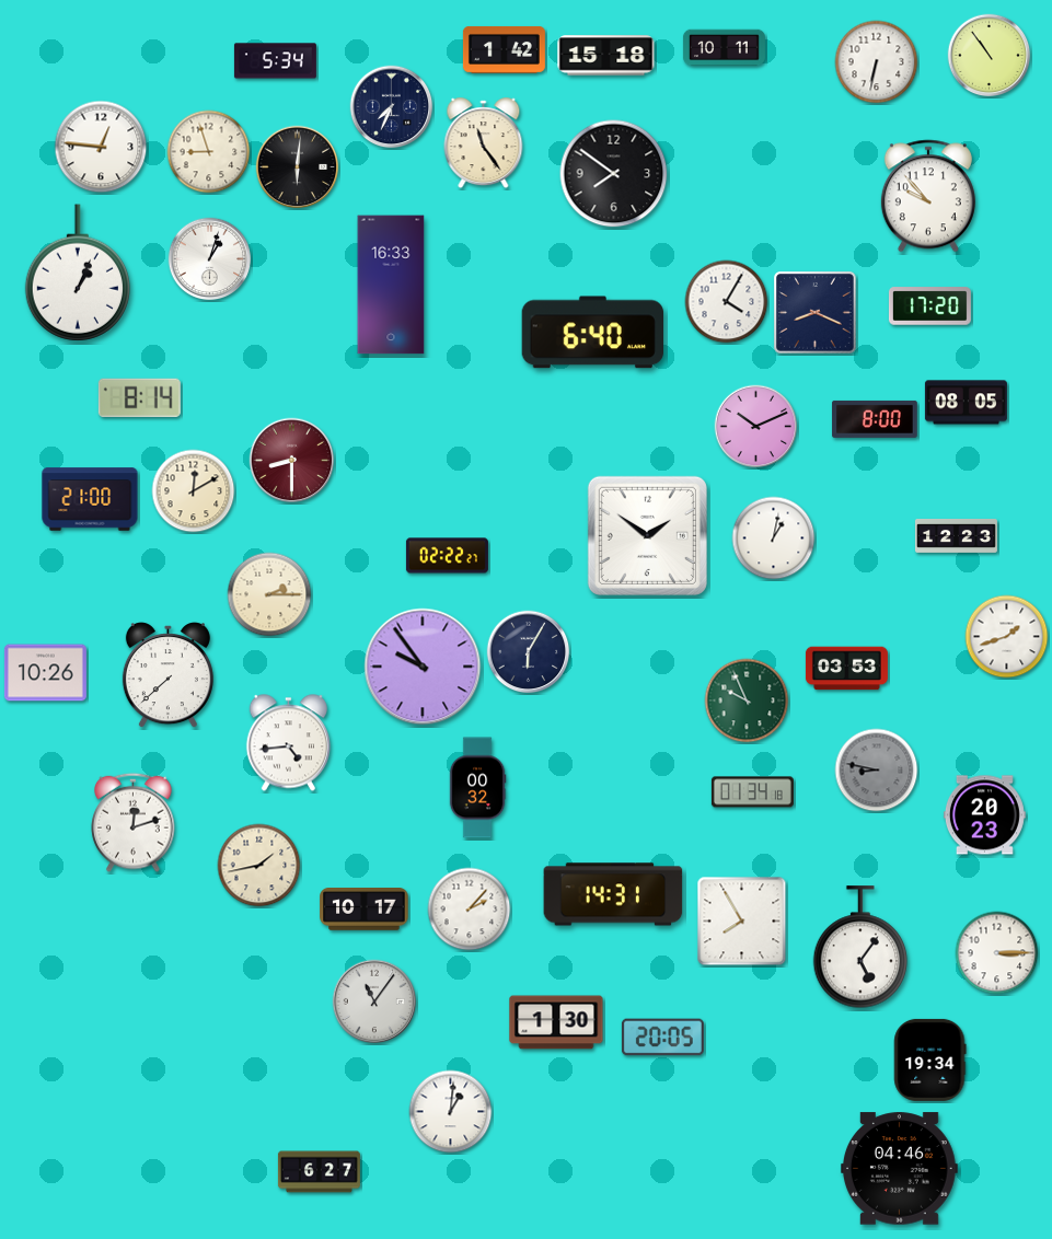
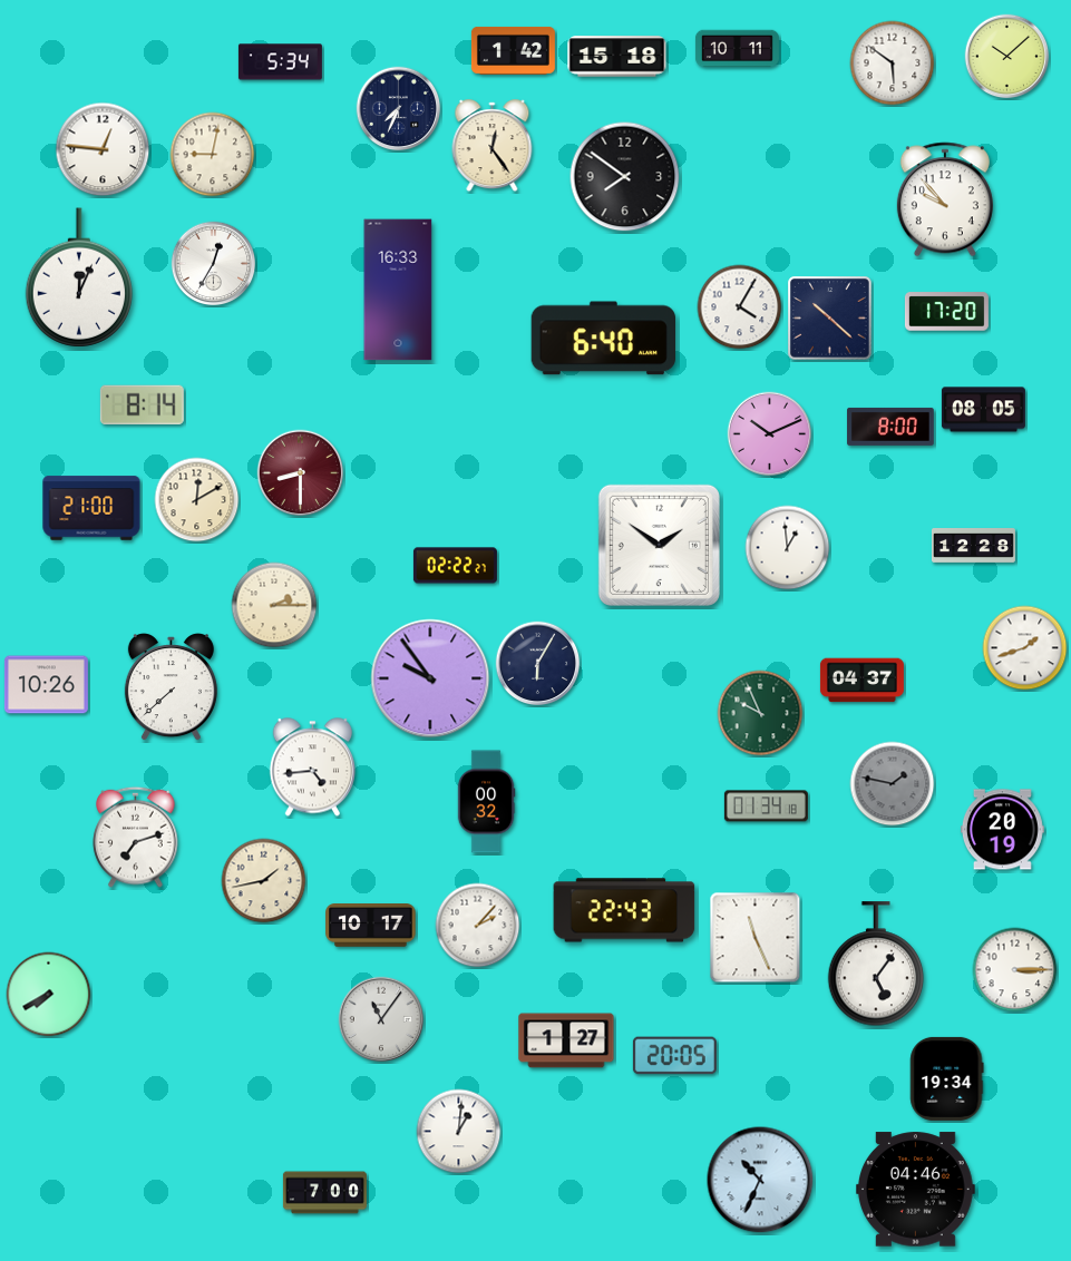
clock at (990, 56): 10:54 -> 10:08
clock at (877, 62): 6:32 -> 5:51
clock at (484, 143): 11:24 -> 12:24
clock at (209, 152): 8:57 -> 9:02
clock at (298, 167): 6:01 -> none
clock at (210, 259): 1:03 -> 12:35
clock at (77, 273): 1:04 -> 12:04
clock at (816, 313): 8:19 -> 10:22
clock at (292, 461) position: (292, 461) -> (301, 473)
clock at (956, 536): 12:23 -> 12:28
clock at (774, 539): 1:02 -> 12:59
clock at (846, 669): 03:53 -> 04:37
clock at (288, 743) position: (288, 743) -> (312, 768)
clock at (877, 771): 8:47 -> 1:47
clock at (984, 815): 20:23 -> 20:19
clock at (134, 822): 12:12 -> 7:12
clock at (613, 894): 14:31 -> 22:43
clock at (742, 922): 7:55 -> 11:26
clock at (49, 995): none -> 7:40
clock at (556, 1022): 1:30 -> 1:27
clock at (760, 1180): none -> 10:34
clock at (319, 1172): 6:27 -> 7:00
